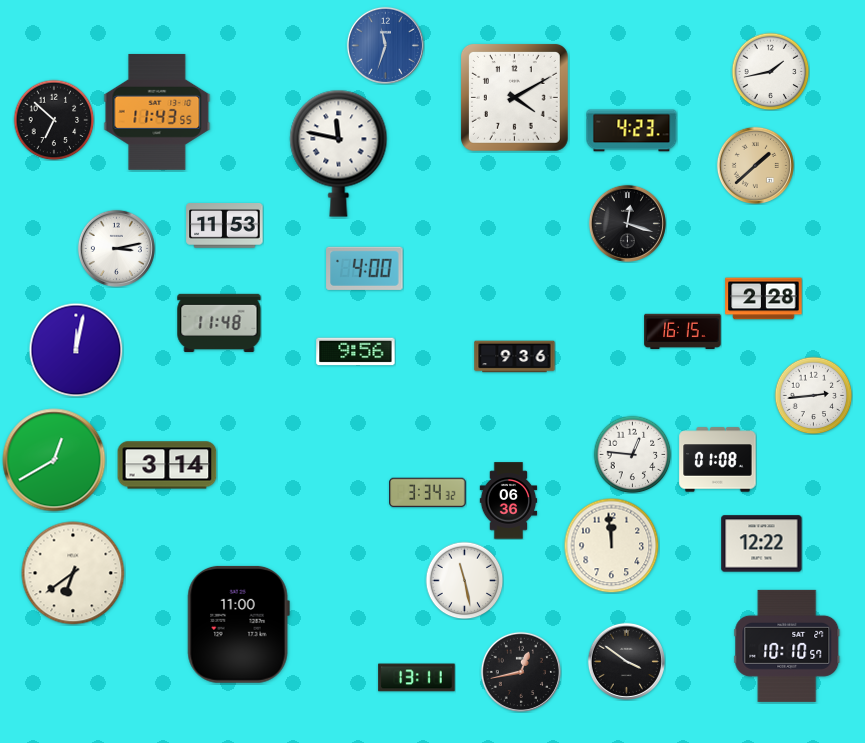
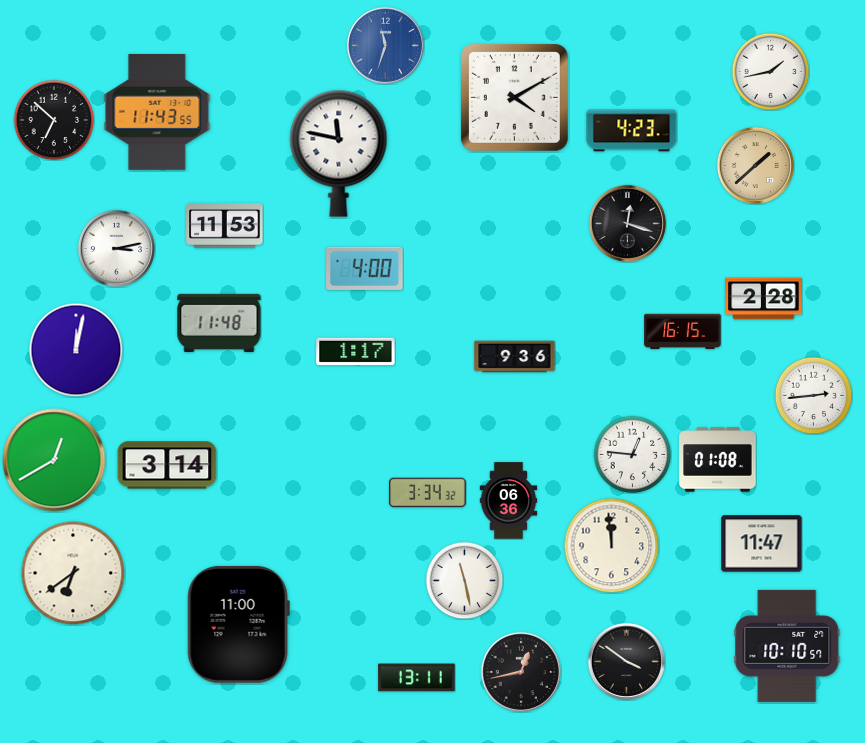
clock at (356, 352): 9:56 -> 1:17
clock at (762, 544): 12:22 -> 11:47
